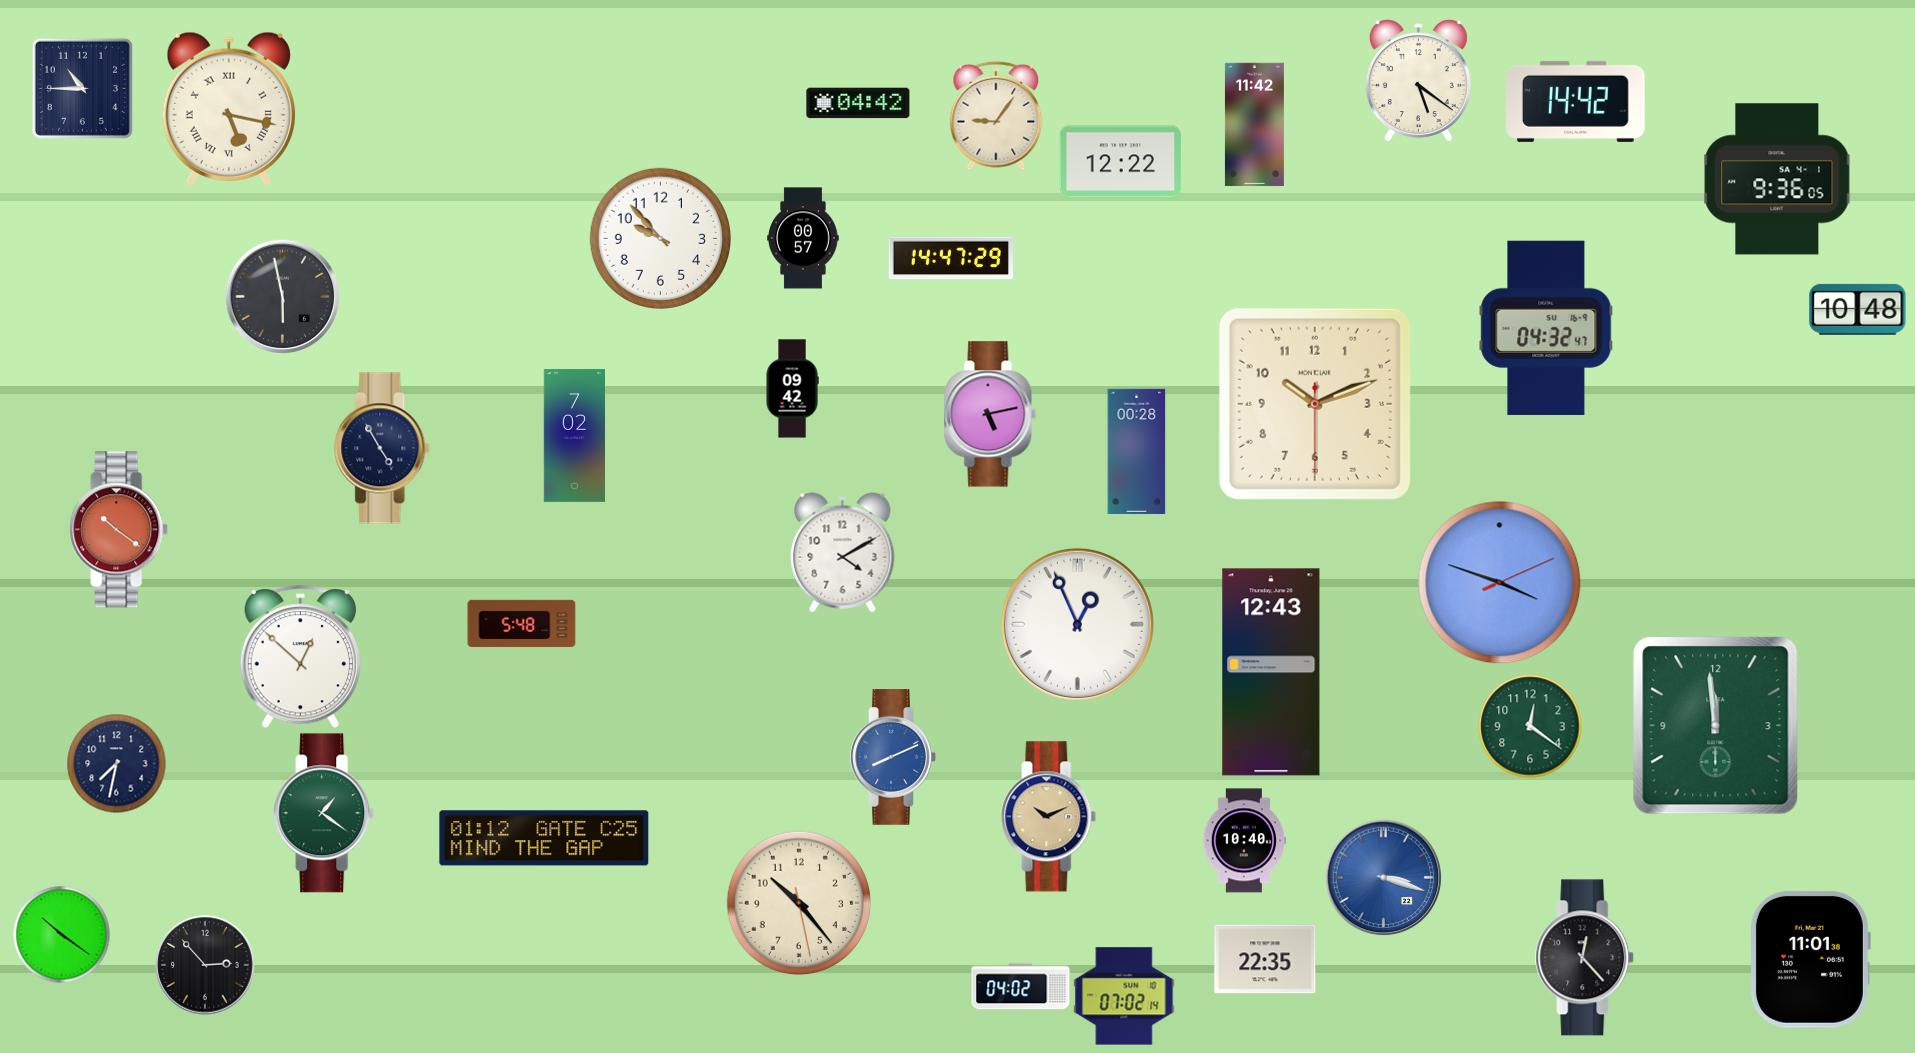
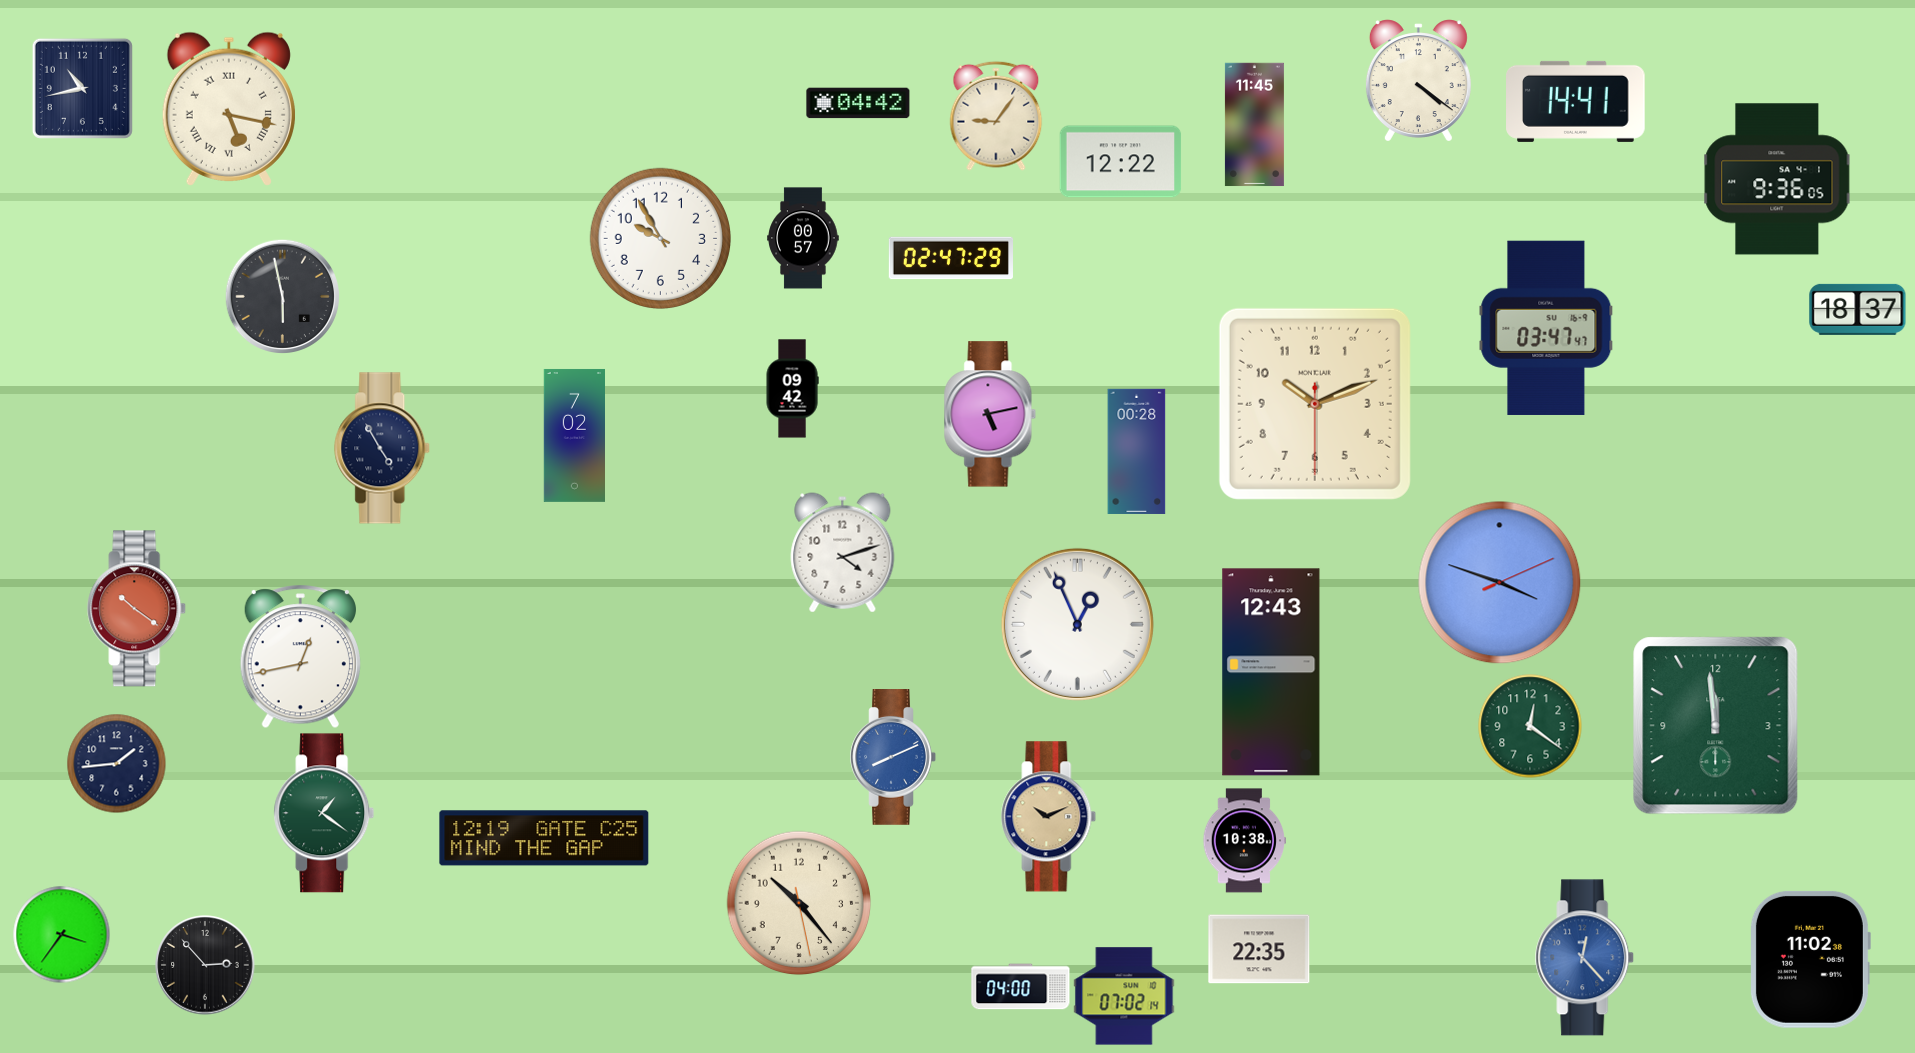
clock at (1418, 81): 5:21 -> 4:21
clock at (82, 88): 10:45 -> 10:43
clock at (1576, 101): 14:42 -> 14:41
clock at (1254, 125): 11:42 -> 11:45
clock at (660, 238): 9:53 -> 9:55
clock at (950, 258): 14:47 -> 02:47
clock at (1858, 309): 10:48 -> 18:37
clock at (1546, 328): 04:32 -> 03:47
clock at (119, 530) position: (119, 530) -> (137, 609)
clock at (843, 553): 4:10 -> 4:12
clock at (522, 624): 5:48 -> none
clock at (300, 657): 12:52 -> 12:43
clock at (117, 764): 7:32 -> 1:44
clock at (544, 838): 01:12 -> 12:19
clock at (1244, 841): 10:40 -> 10:38
clock at (1383, 877): 3:18 -> none
clock at (61, 934): 10:21 -> 3:36
clock at (1585, 958) dial: black -> blue
clock at (1265, 959) position: (1265, 959) -> (1259, 949)
clock at (1810, 959): 11:01 -> 11:02
clock at (1021, 987): 04:02 -> 04:00
